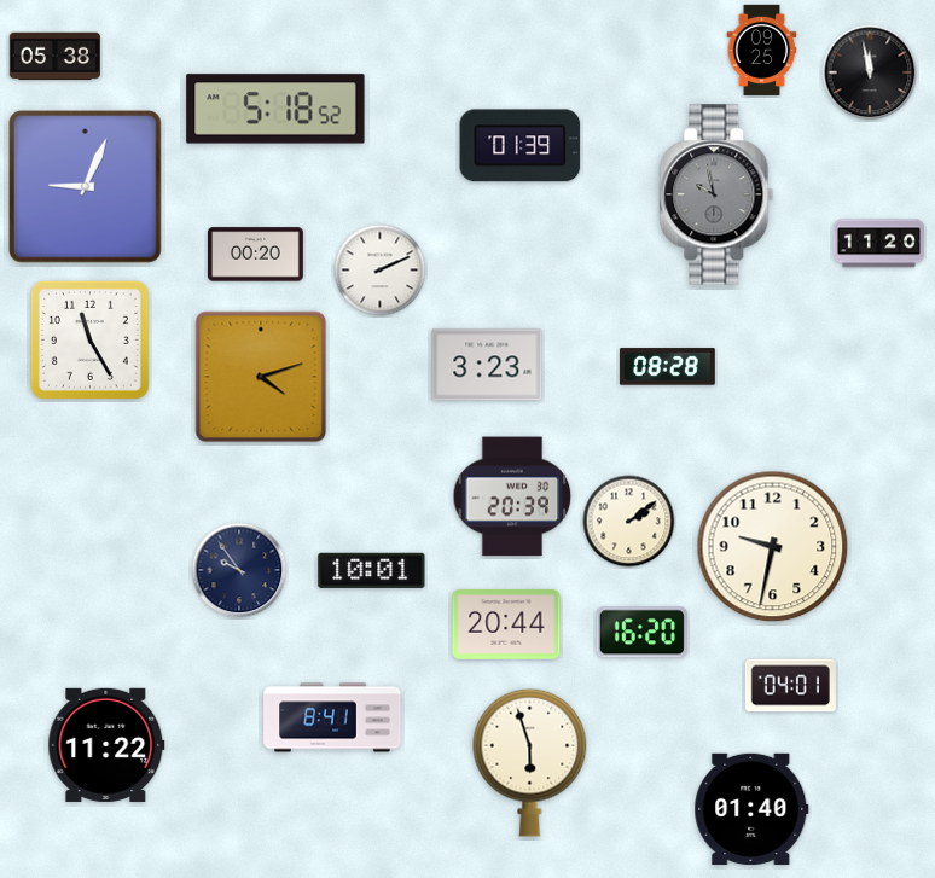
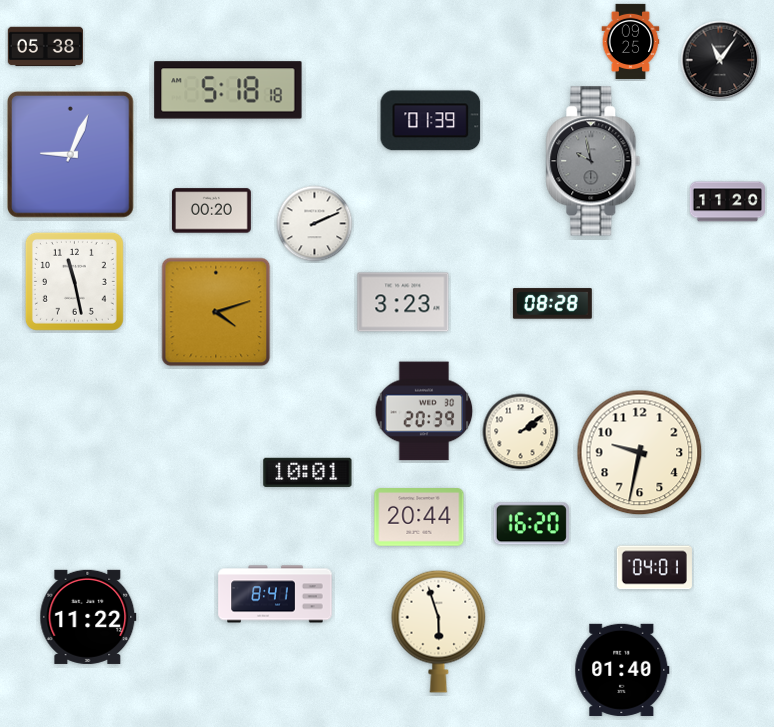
clock at (870, 72): 11:58 -> 11:06
clock at (275, 109): 5:18:52 -> 5:18:18
clock at (89, 339): 11:25 -> 11:28
clock at (239, 570): 9:54 -> none
